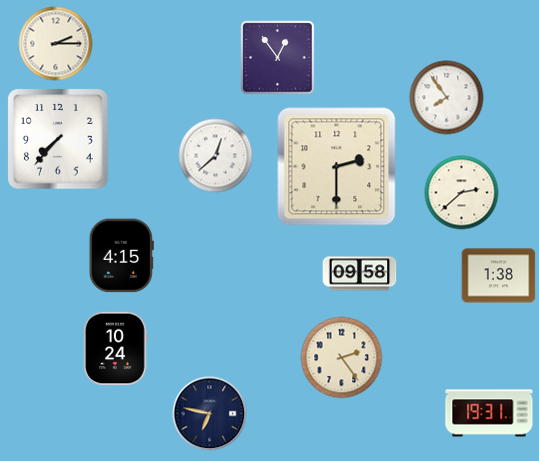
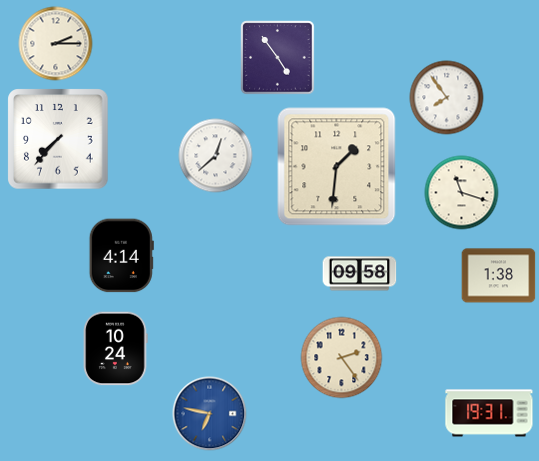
clock at (278, 58): 12:54 -> 4:54
clock at (337, 167): 2:30 -> 1:31
clock at (462, 193): 2:38 -> 11:18
clock at (121, 256): 4:15 -> 4:14
clock at (210, 414) dial: navy -> blue
